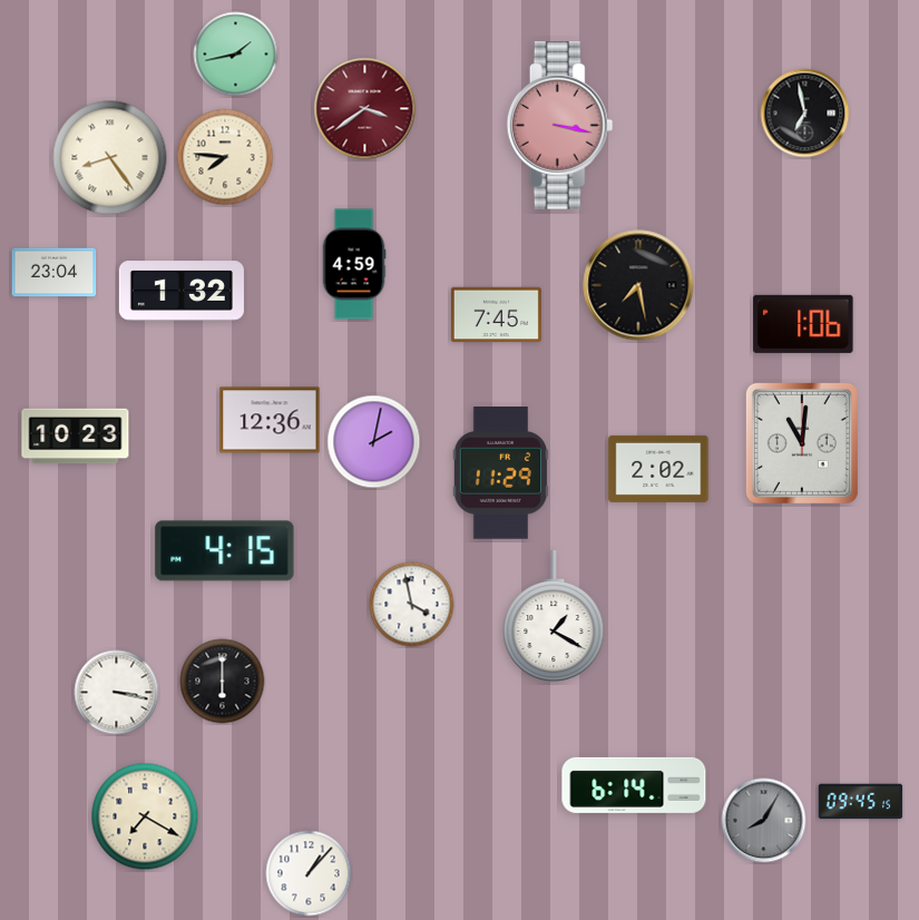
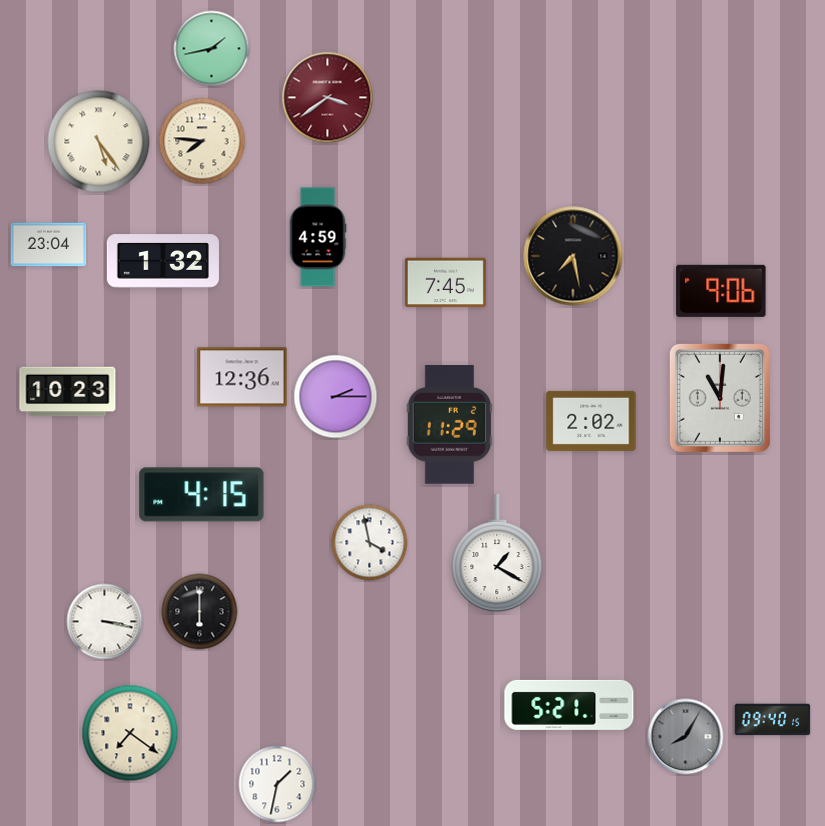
clock at (805, 114): 6:58 -> none
clock at (560, 126): 3:17 -> none
clock at (110, 158): 8:24 -> 5:24
clock at (803, 324): 1:06 -> 9:06
clock at (374, 442): 2:02 -> 2:15
clock at (634, 785): 6:14 -> 5:21
clock at (861, 802): 09:45 -> 09:40
clock at (145, 816): 7:20 -> 7:21
clock at (309, 873): 1:07 -> 1:32
